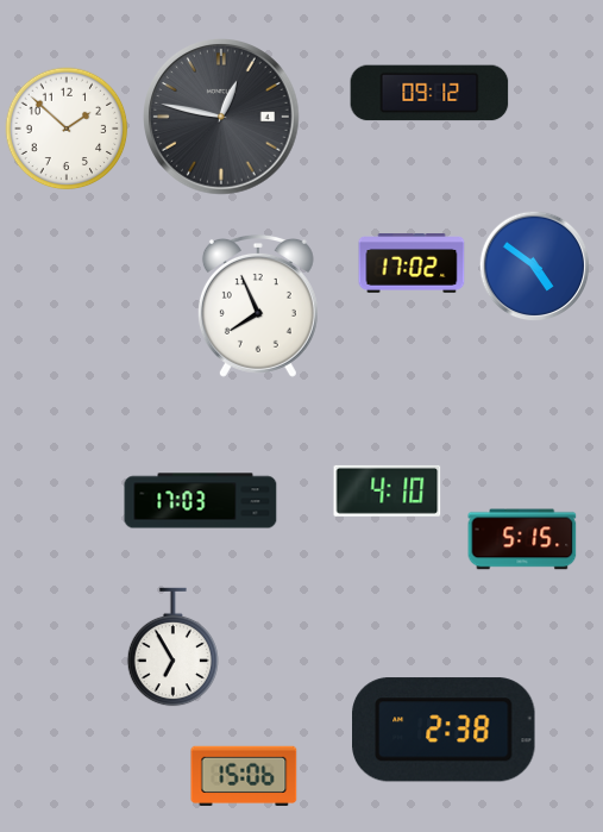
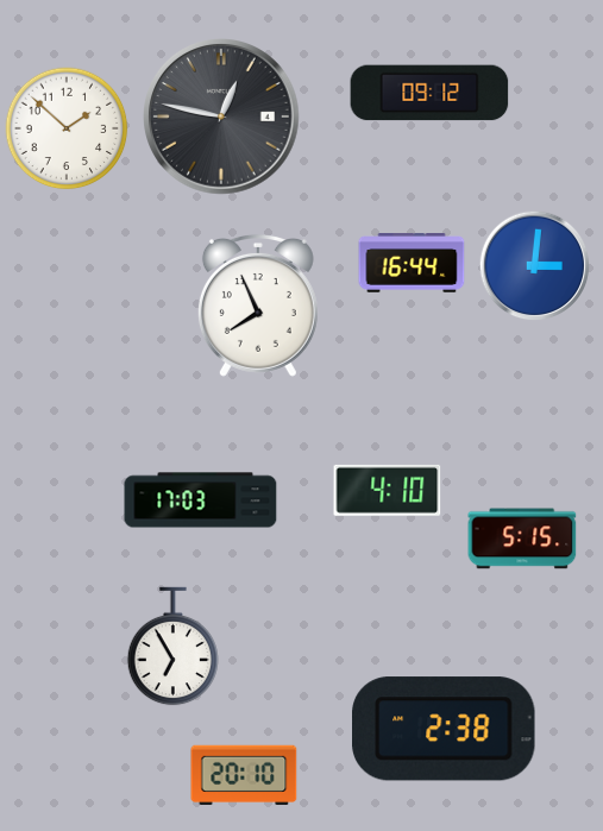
clock at (412, 263): 17:02 -> 16:44
clock at (534, 265): 4:51 -> 3:01
clock at (244, 776): 15:06 -> 20:10
